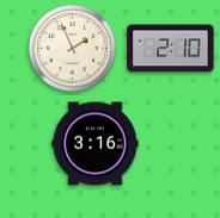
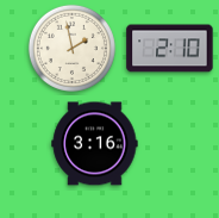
clock at (72, 48): 1:56 -> 1:58
